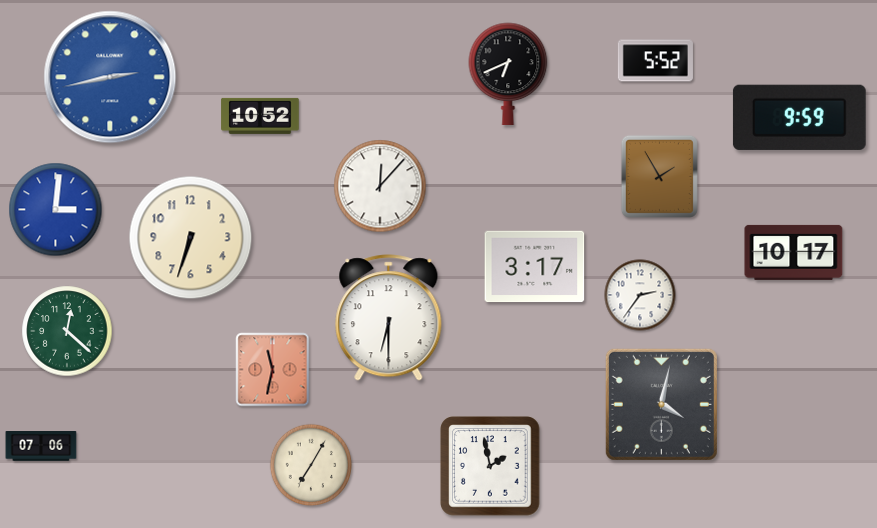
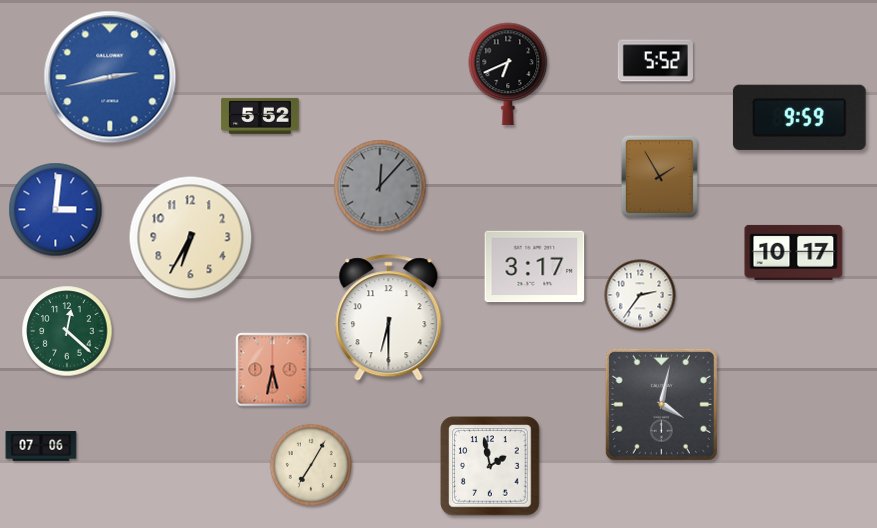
clock at (260, 116): 10:52 -> 5:52
clock at (380, 186) dial: white -> grey
clock at (191, 238): 6:33 -> 6:35
clock at (273, 370): 11:32 -> 5:32
